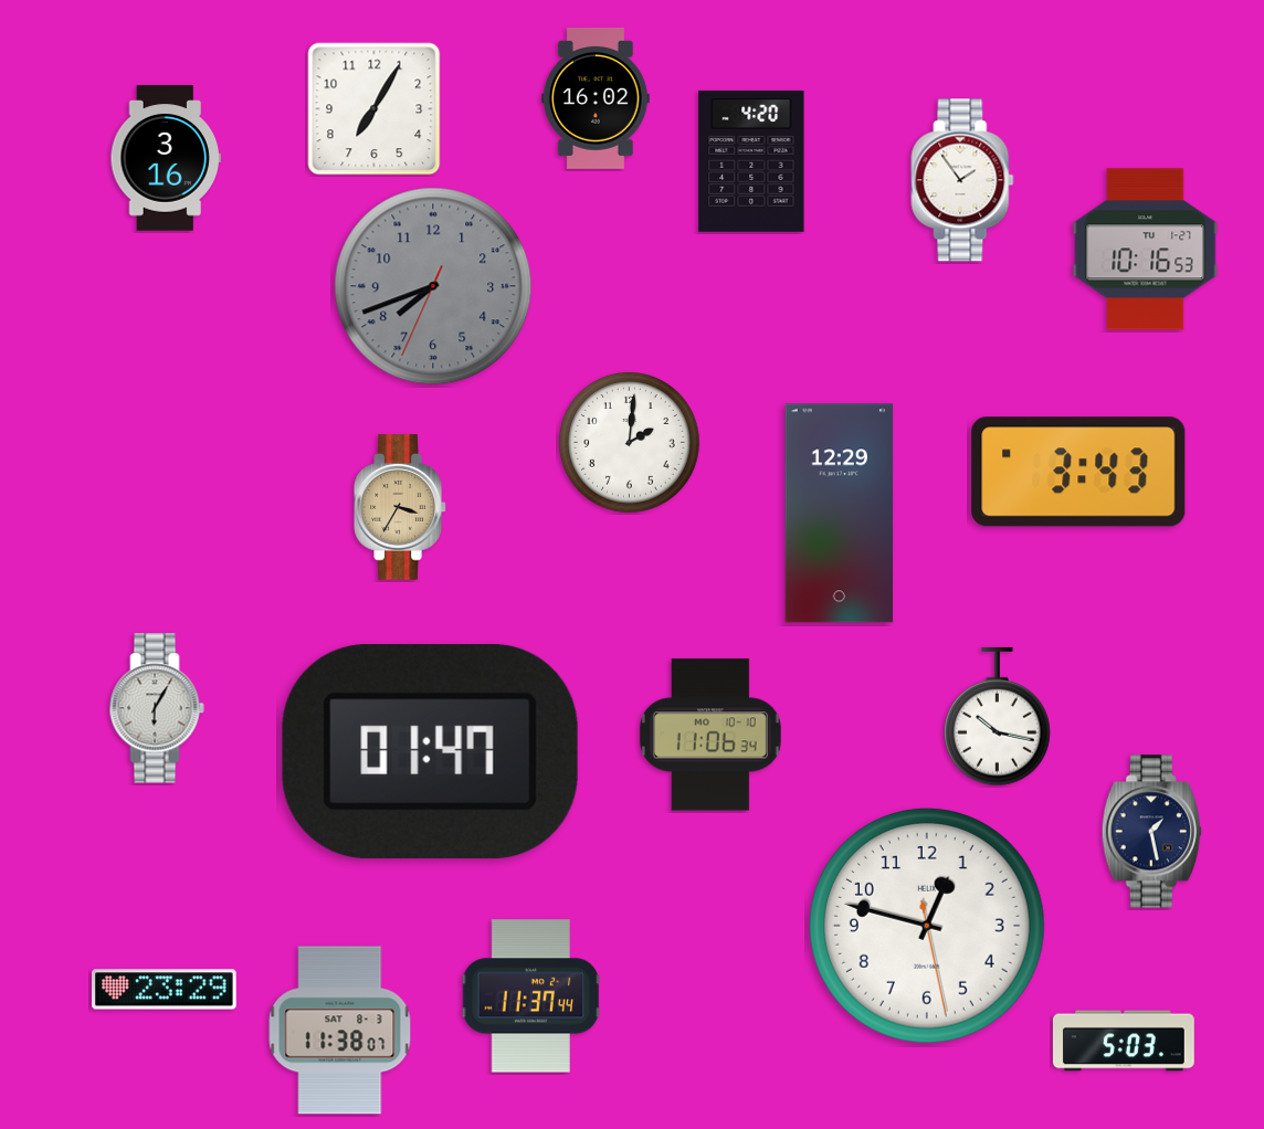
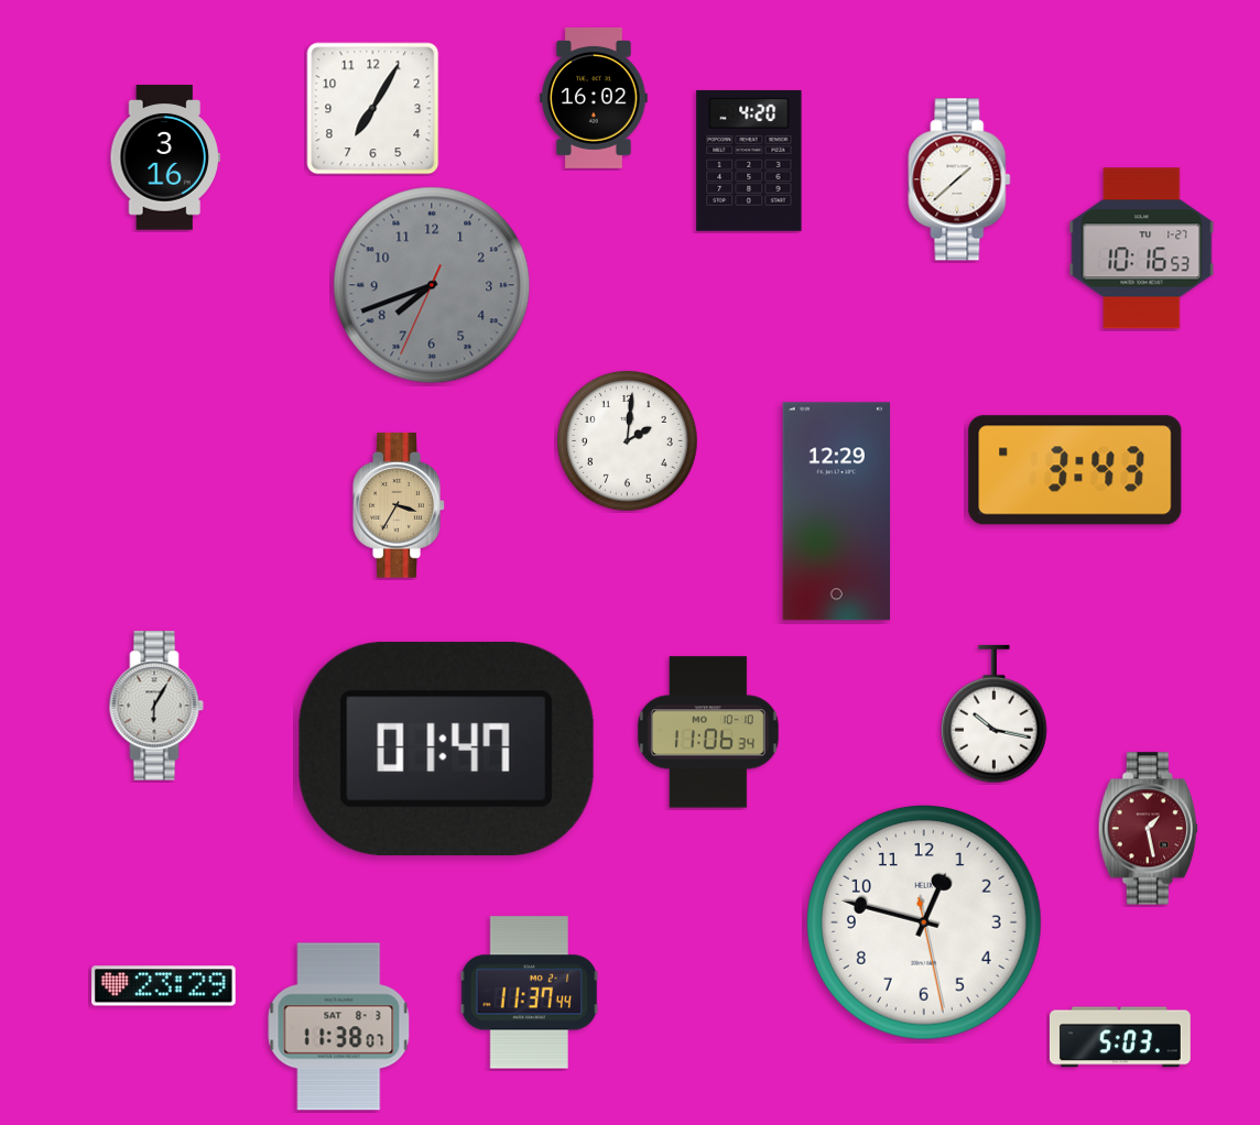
clock at (962, 180): 1:54 -> 1:38
clock at (430, 751) position: (430, 751) -> (446, 749)
clock at (1151, 832) dial: navy -> burgundy
